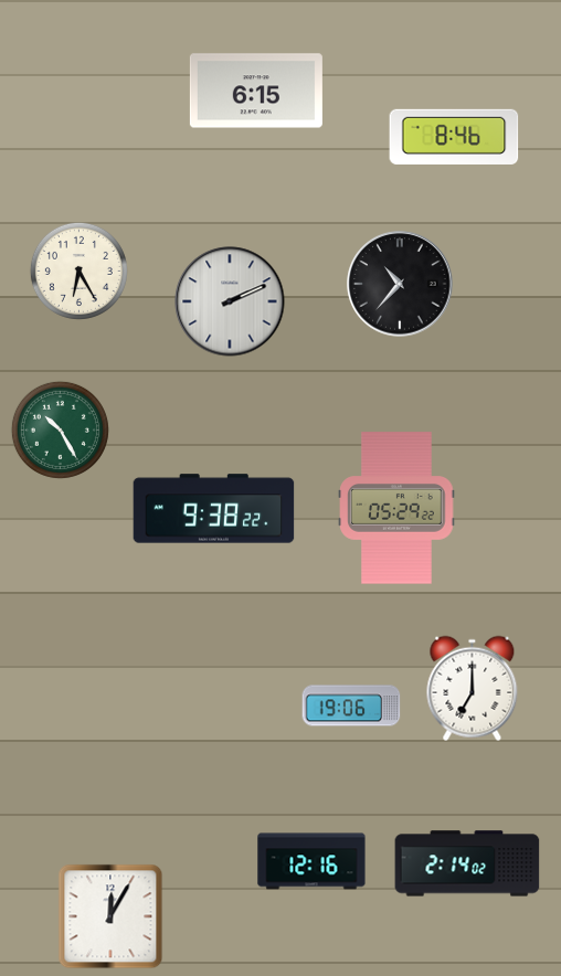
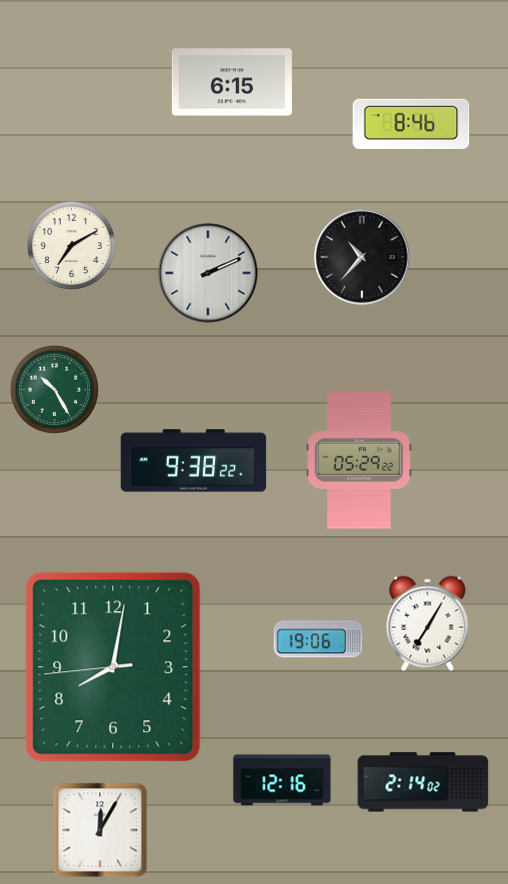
clock at (78, 270): 6:25 -> 7:10
clock at (473, 689): 7:00 -> 7:05
clock at (113, 667): none -> 8:01
